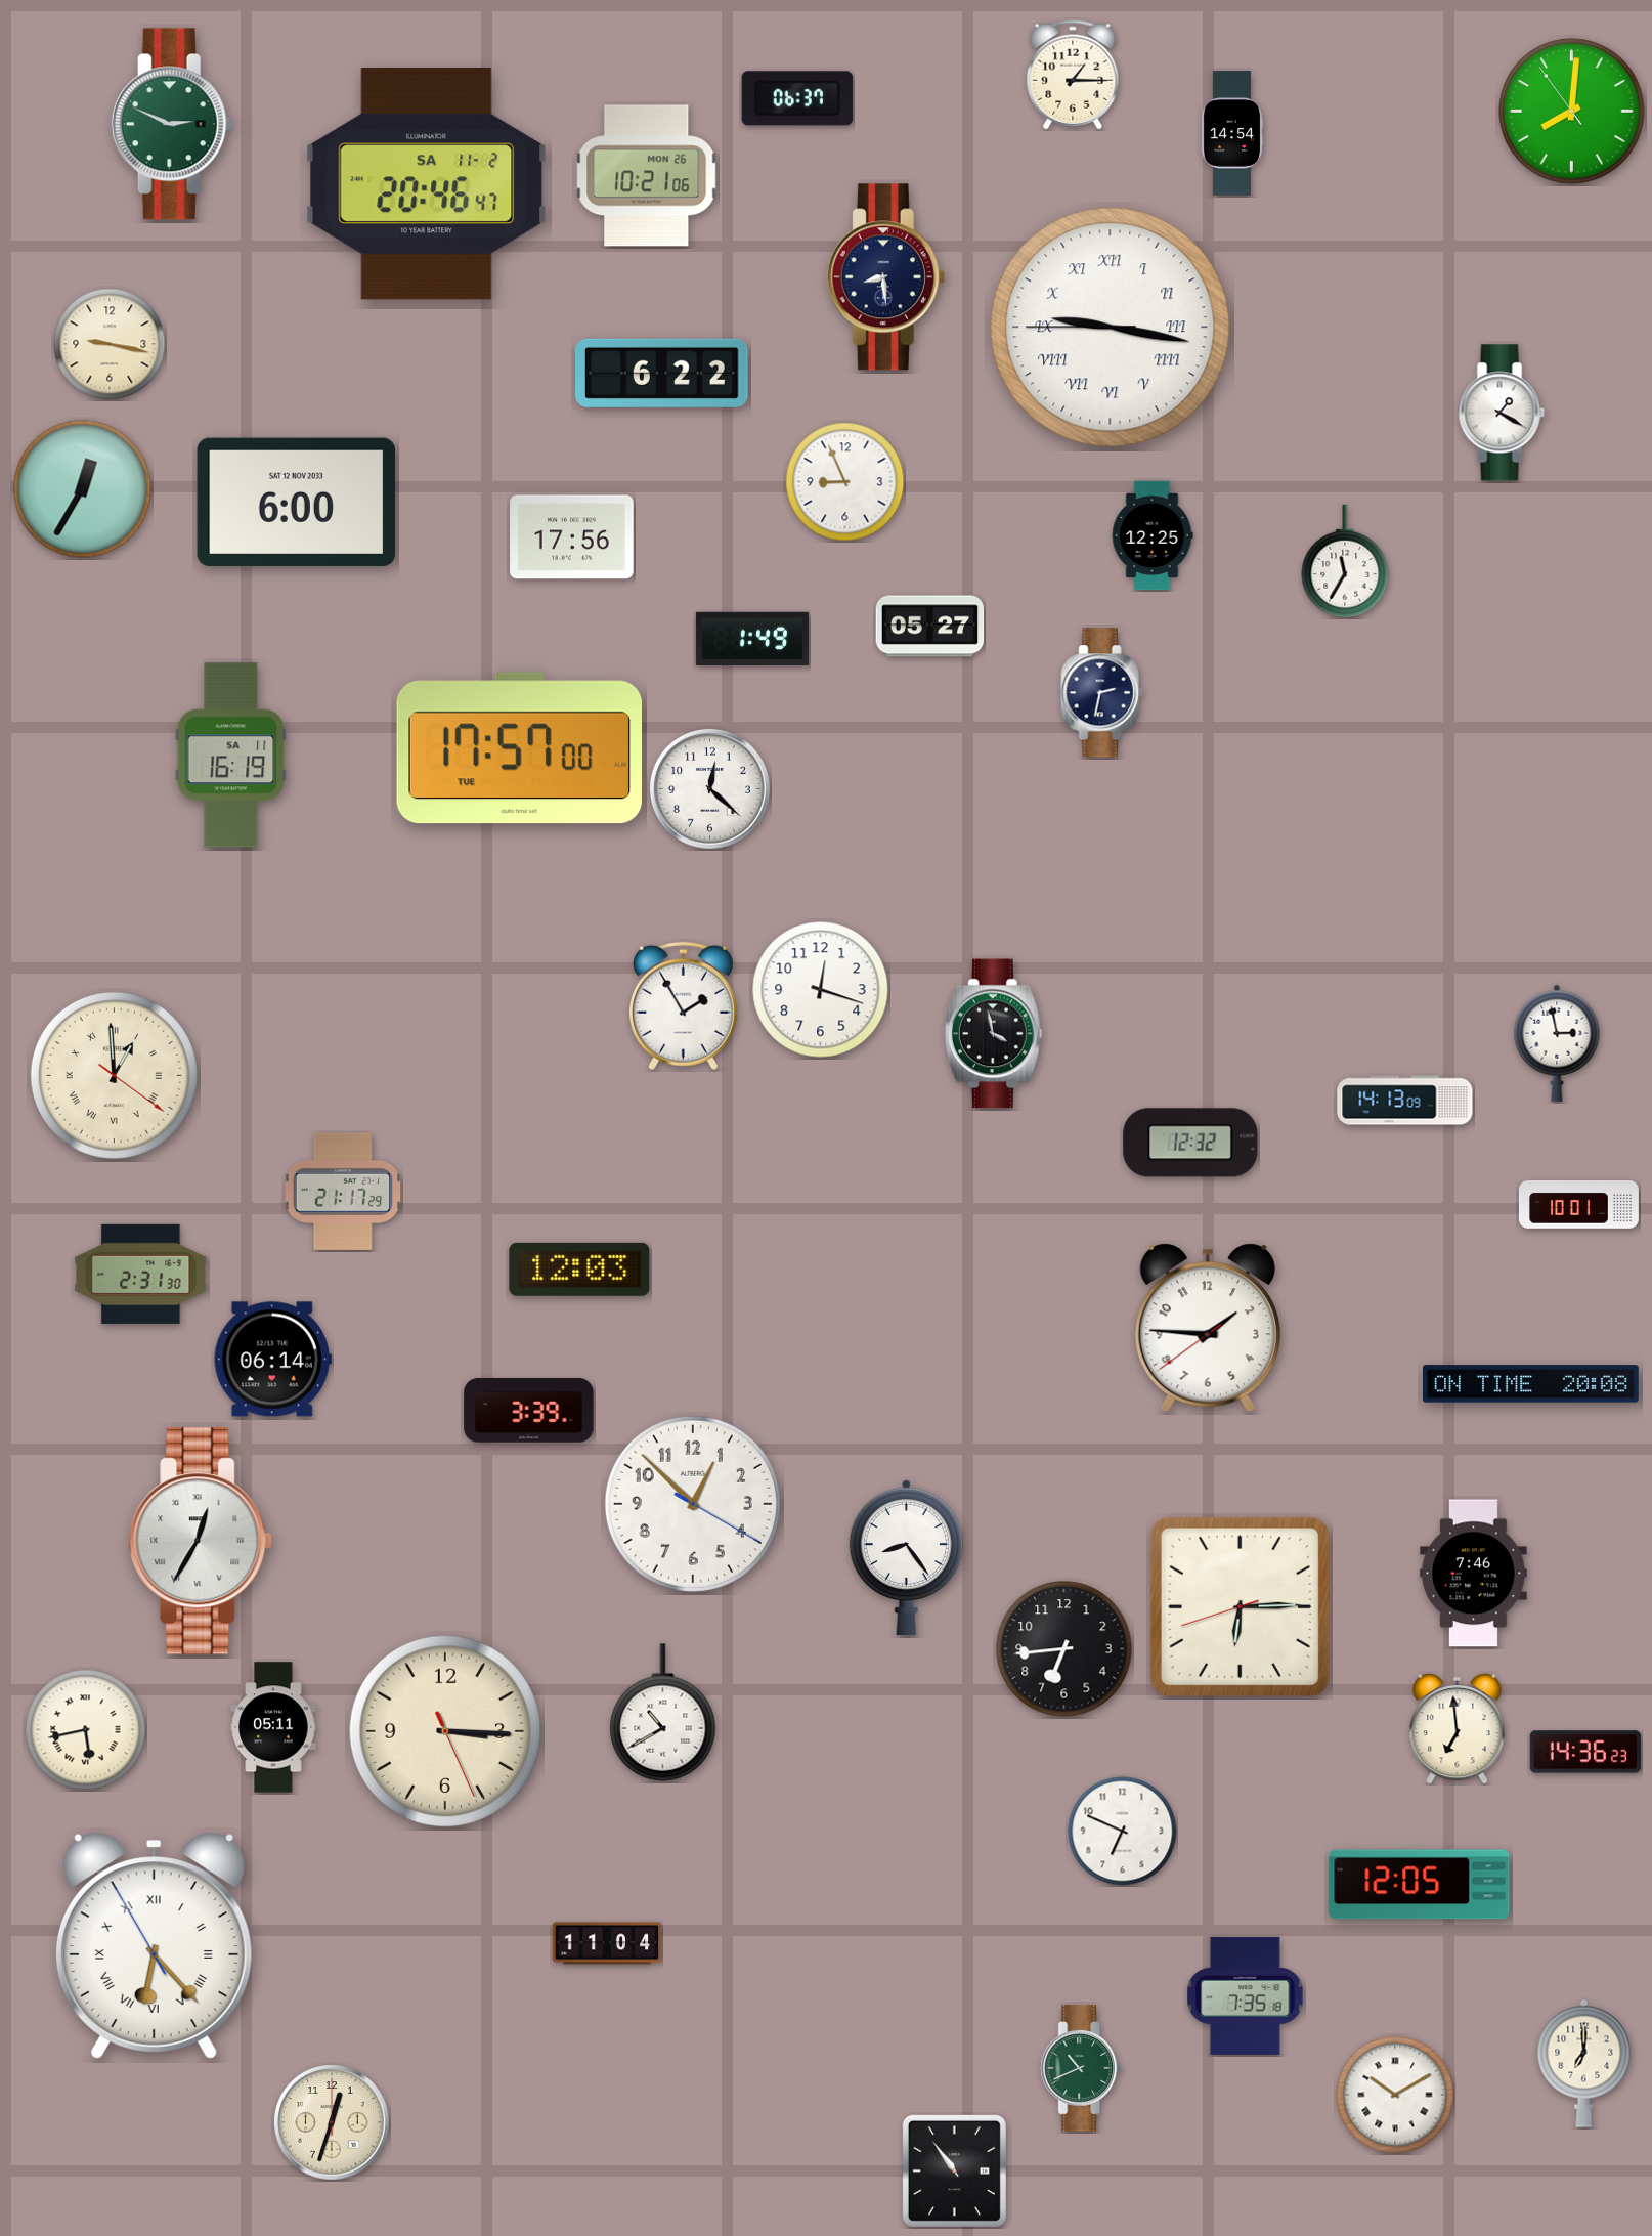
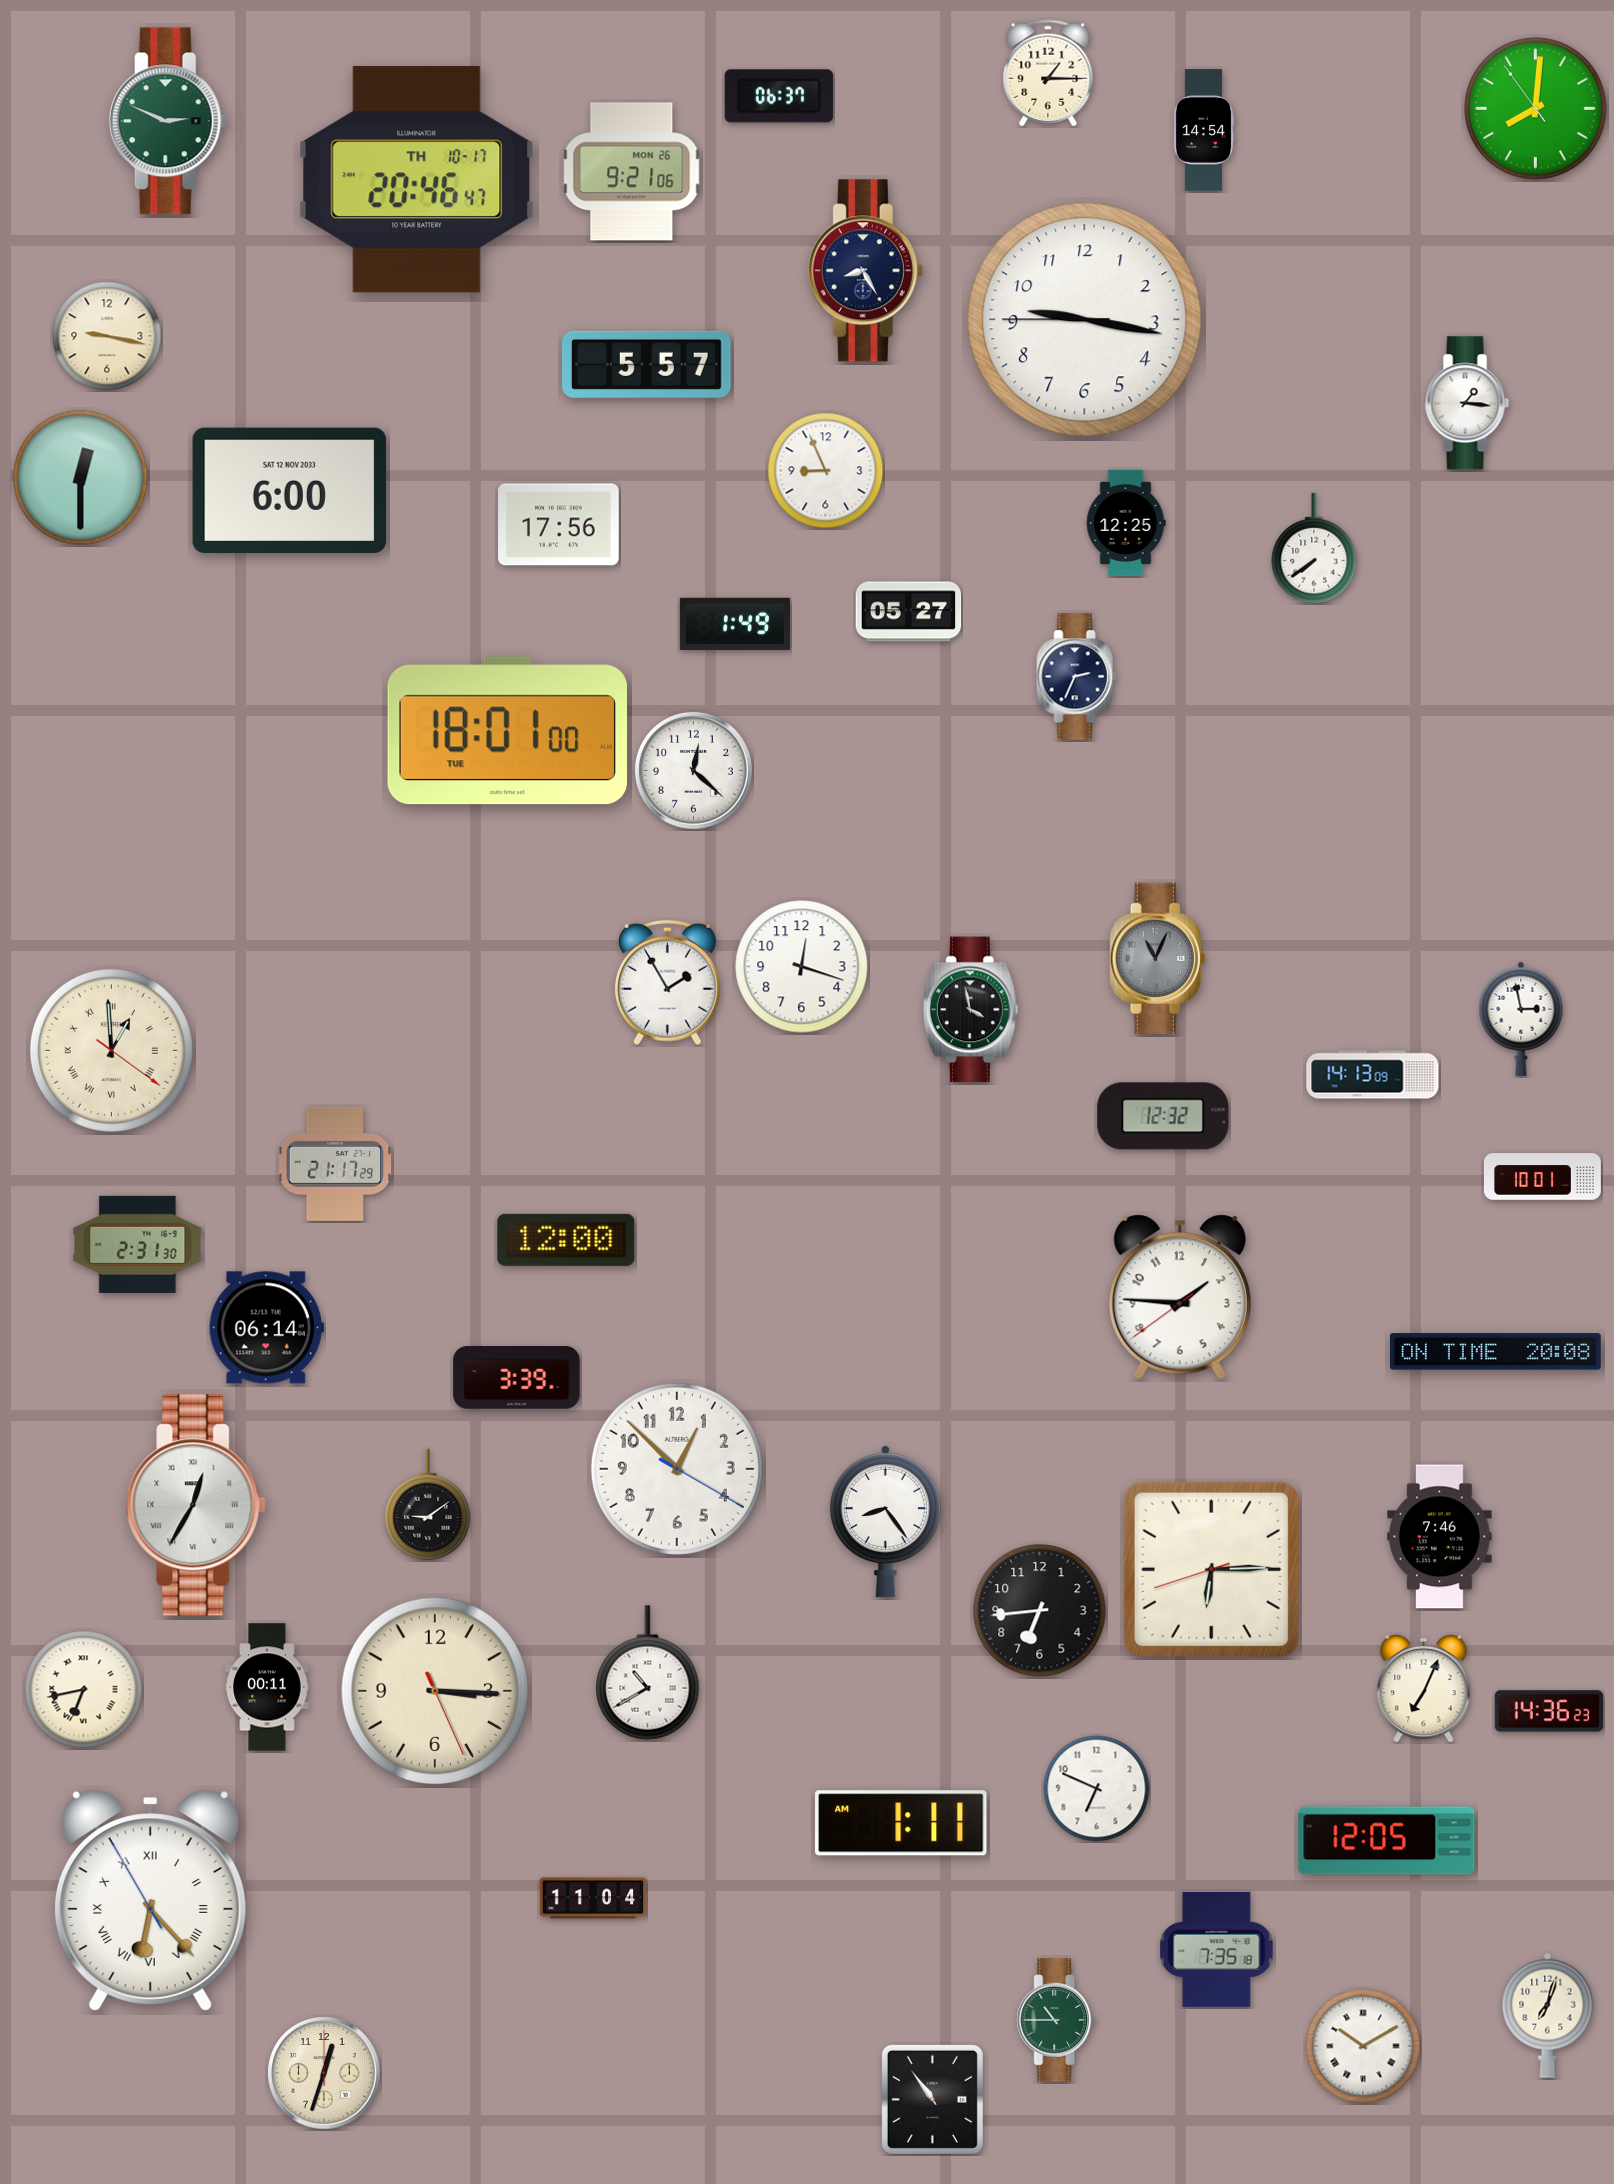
clock at (647, 176): 10:21 -> 9:21
clock at (426, 184) date: SA 11-2 -> TH 10-17
clock at (885, 277): 8:29 -> 8:25
clock at (1111, 328) numerals: Roman -> Arabic
clock at (662, 373): 6:22 -> 5:57
clock at (1502, 413): 1:20 -> 1:16
clock at (83, 489): 12:35 -> 12:30
clock at (1345, 561): 11:35 -> 7:39
clock at (1102, 693): 2:32 -> 2:34
clock at (519, 748): 17:57 -> 18:01
clock at (231, 756): 16:19 -> none
clock at (1158, 959): none -> 11:04
clock at (579, 1270): 12:03 -> 12:00
clock at (428, 1505): none -> 9:09
clock at (273, 1727): 05:11 -> 00:11
clock at (1458, 1728): 6:59 -> 7:04
clock at (86, 1730): 5:43 -> 6:43
clock at (901, 1823): none -> 1:11
clock at (1584, 2063): 7:00 -> 7:03
clock at (1081, 2068): 10:41 -> 10:45
clock at (954, 2170) position: (954, 2170) -> (932, 2099)
